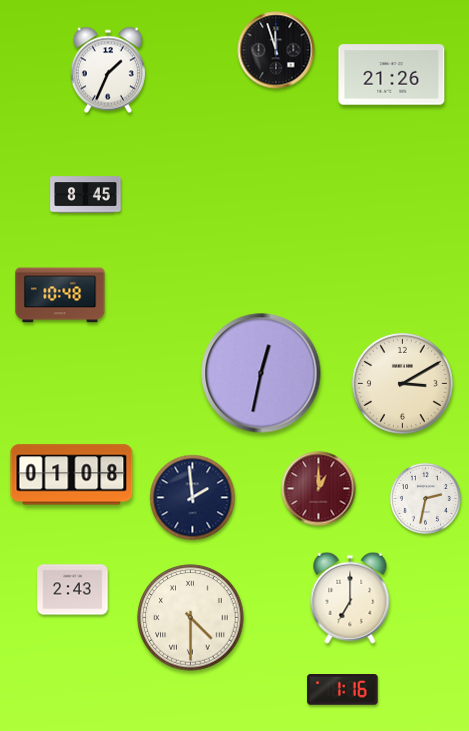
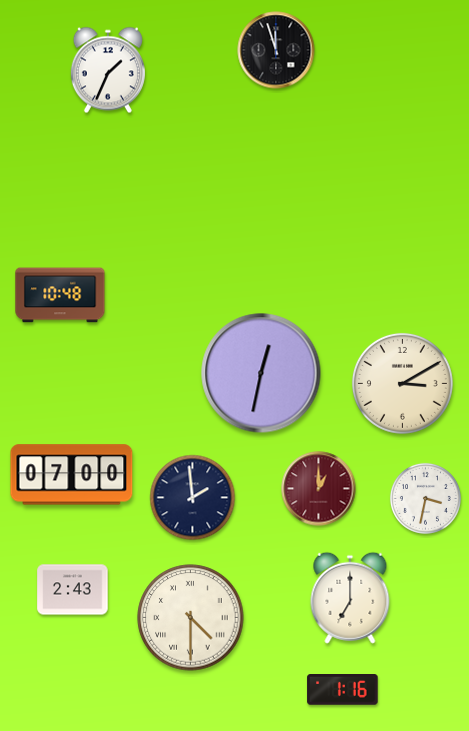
clock at (392, 75): 21:26 -> none
clock at (86, 195): 8:45 -> none
clock at (72, 475): 01:08 -> 07:00
clock at (425, 498): 2:32 -> 3:32
